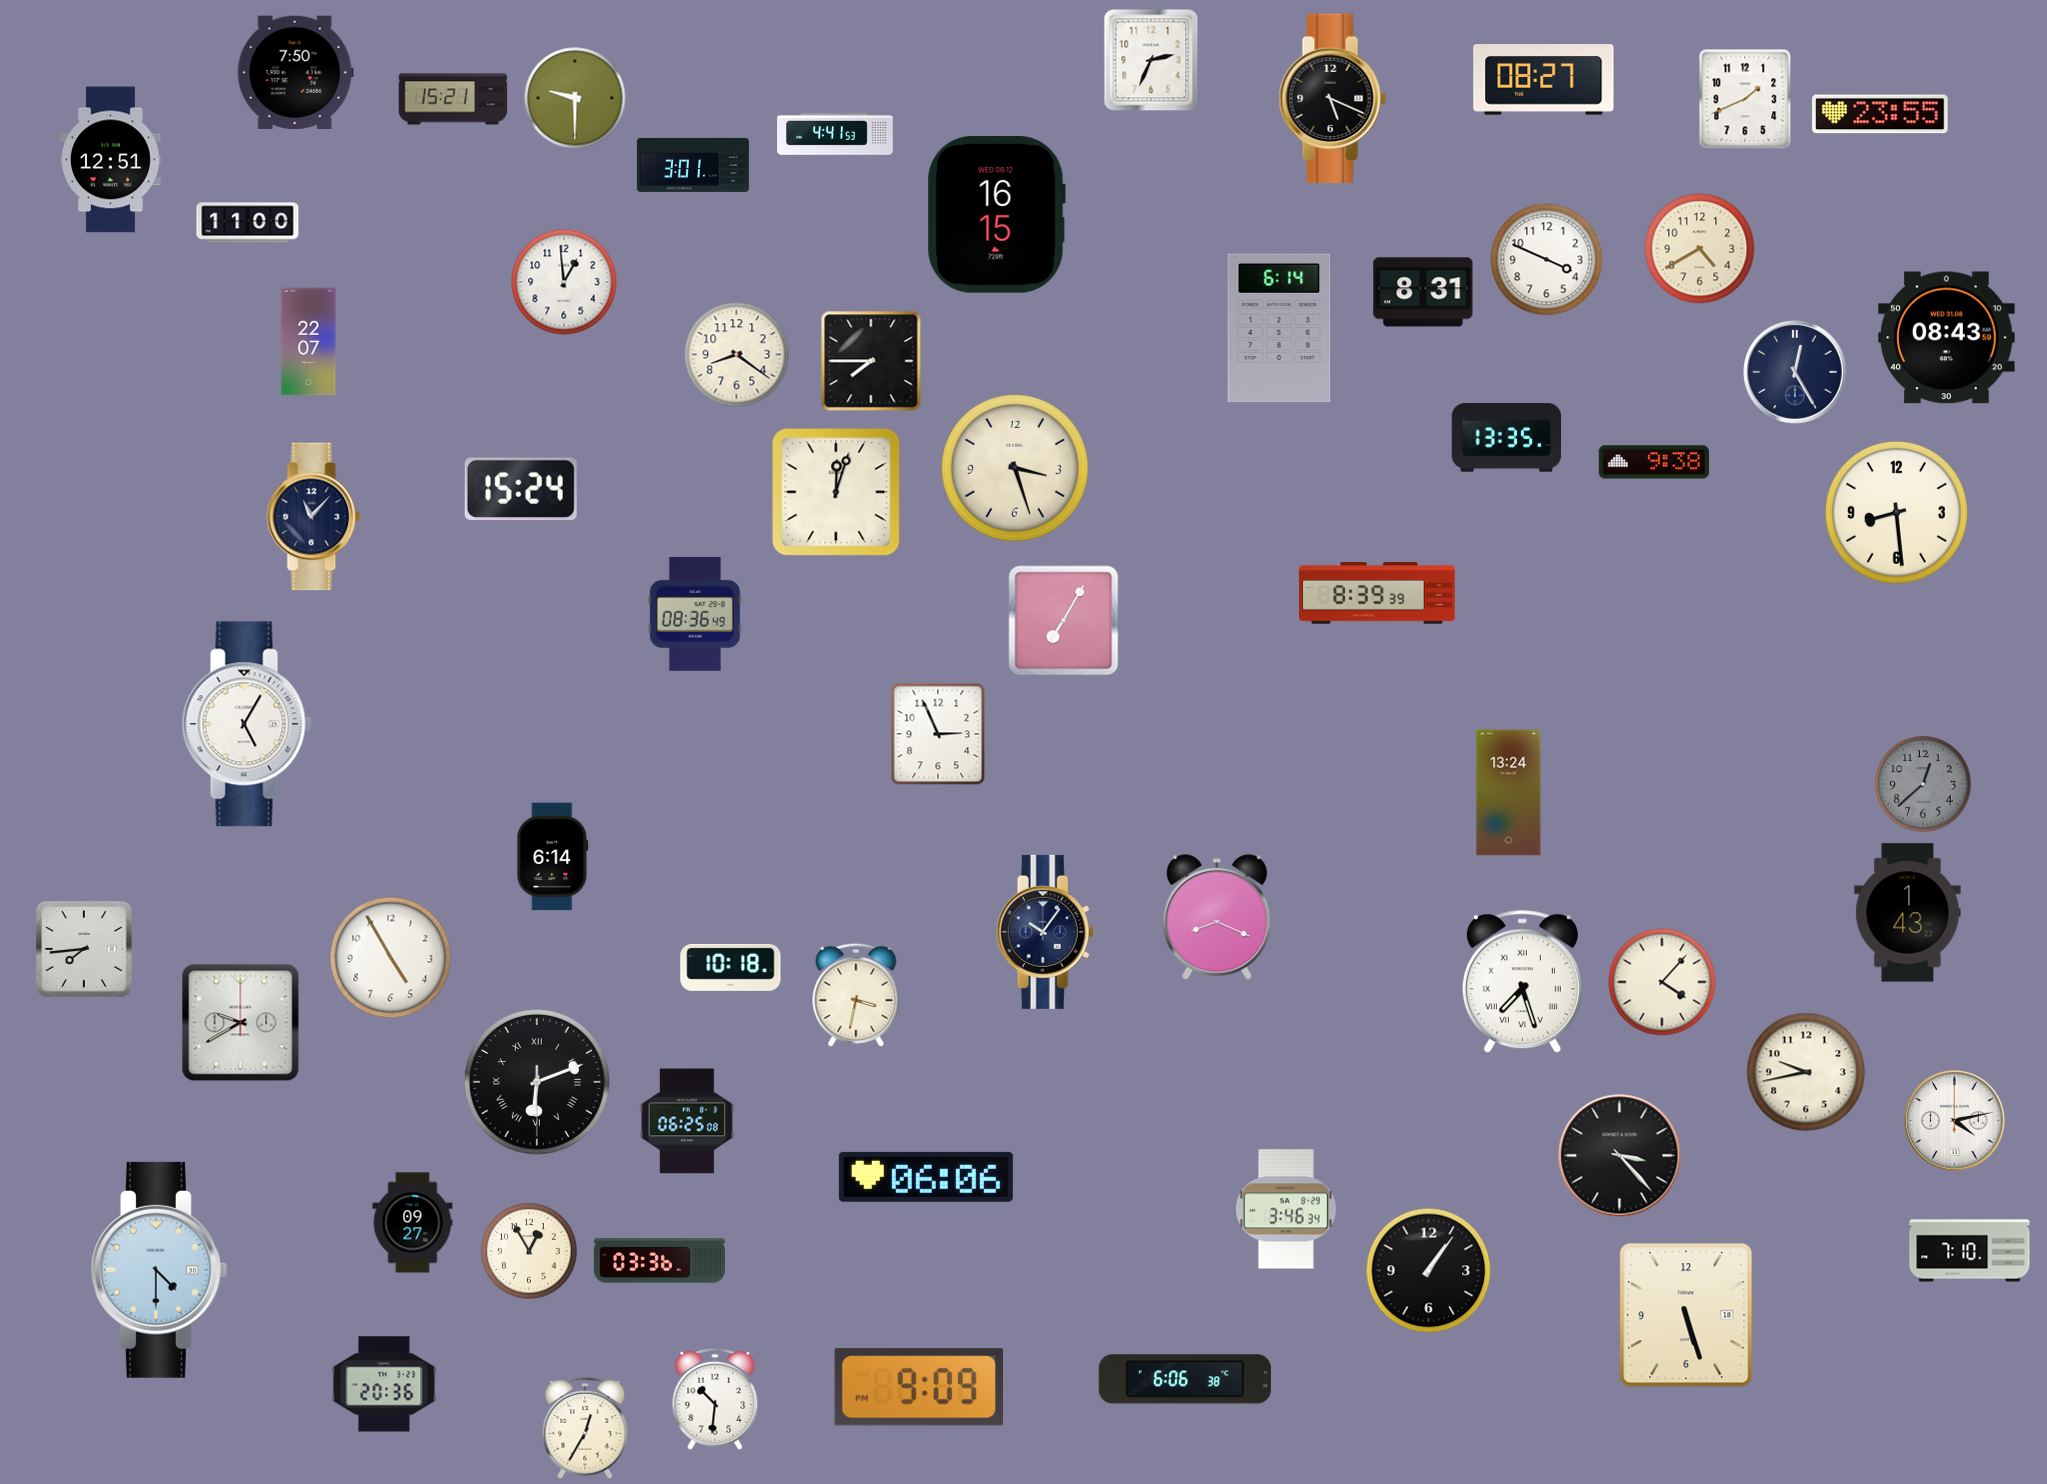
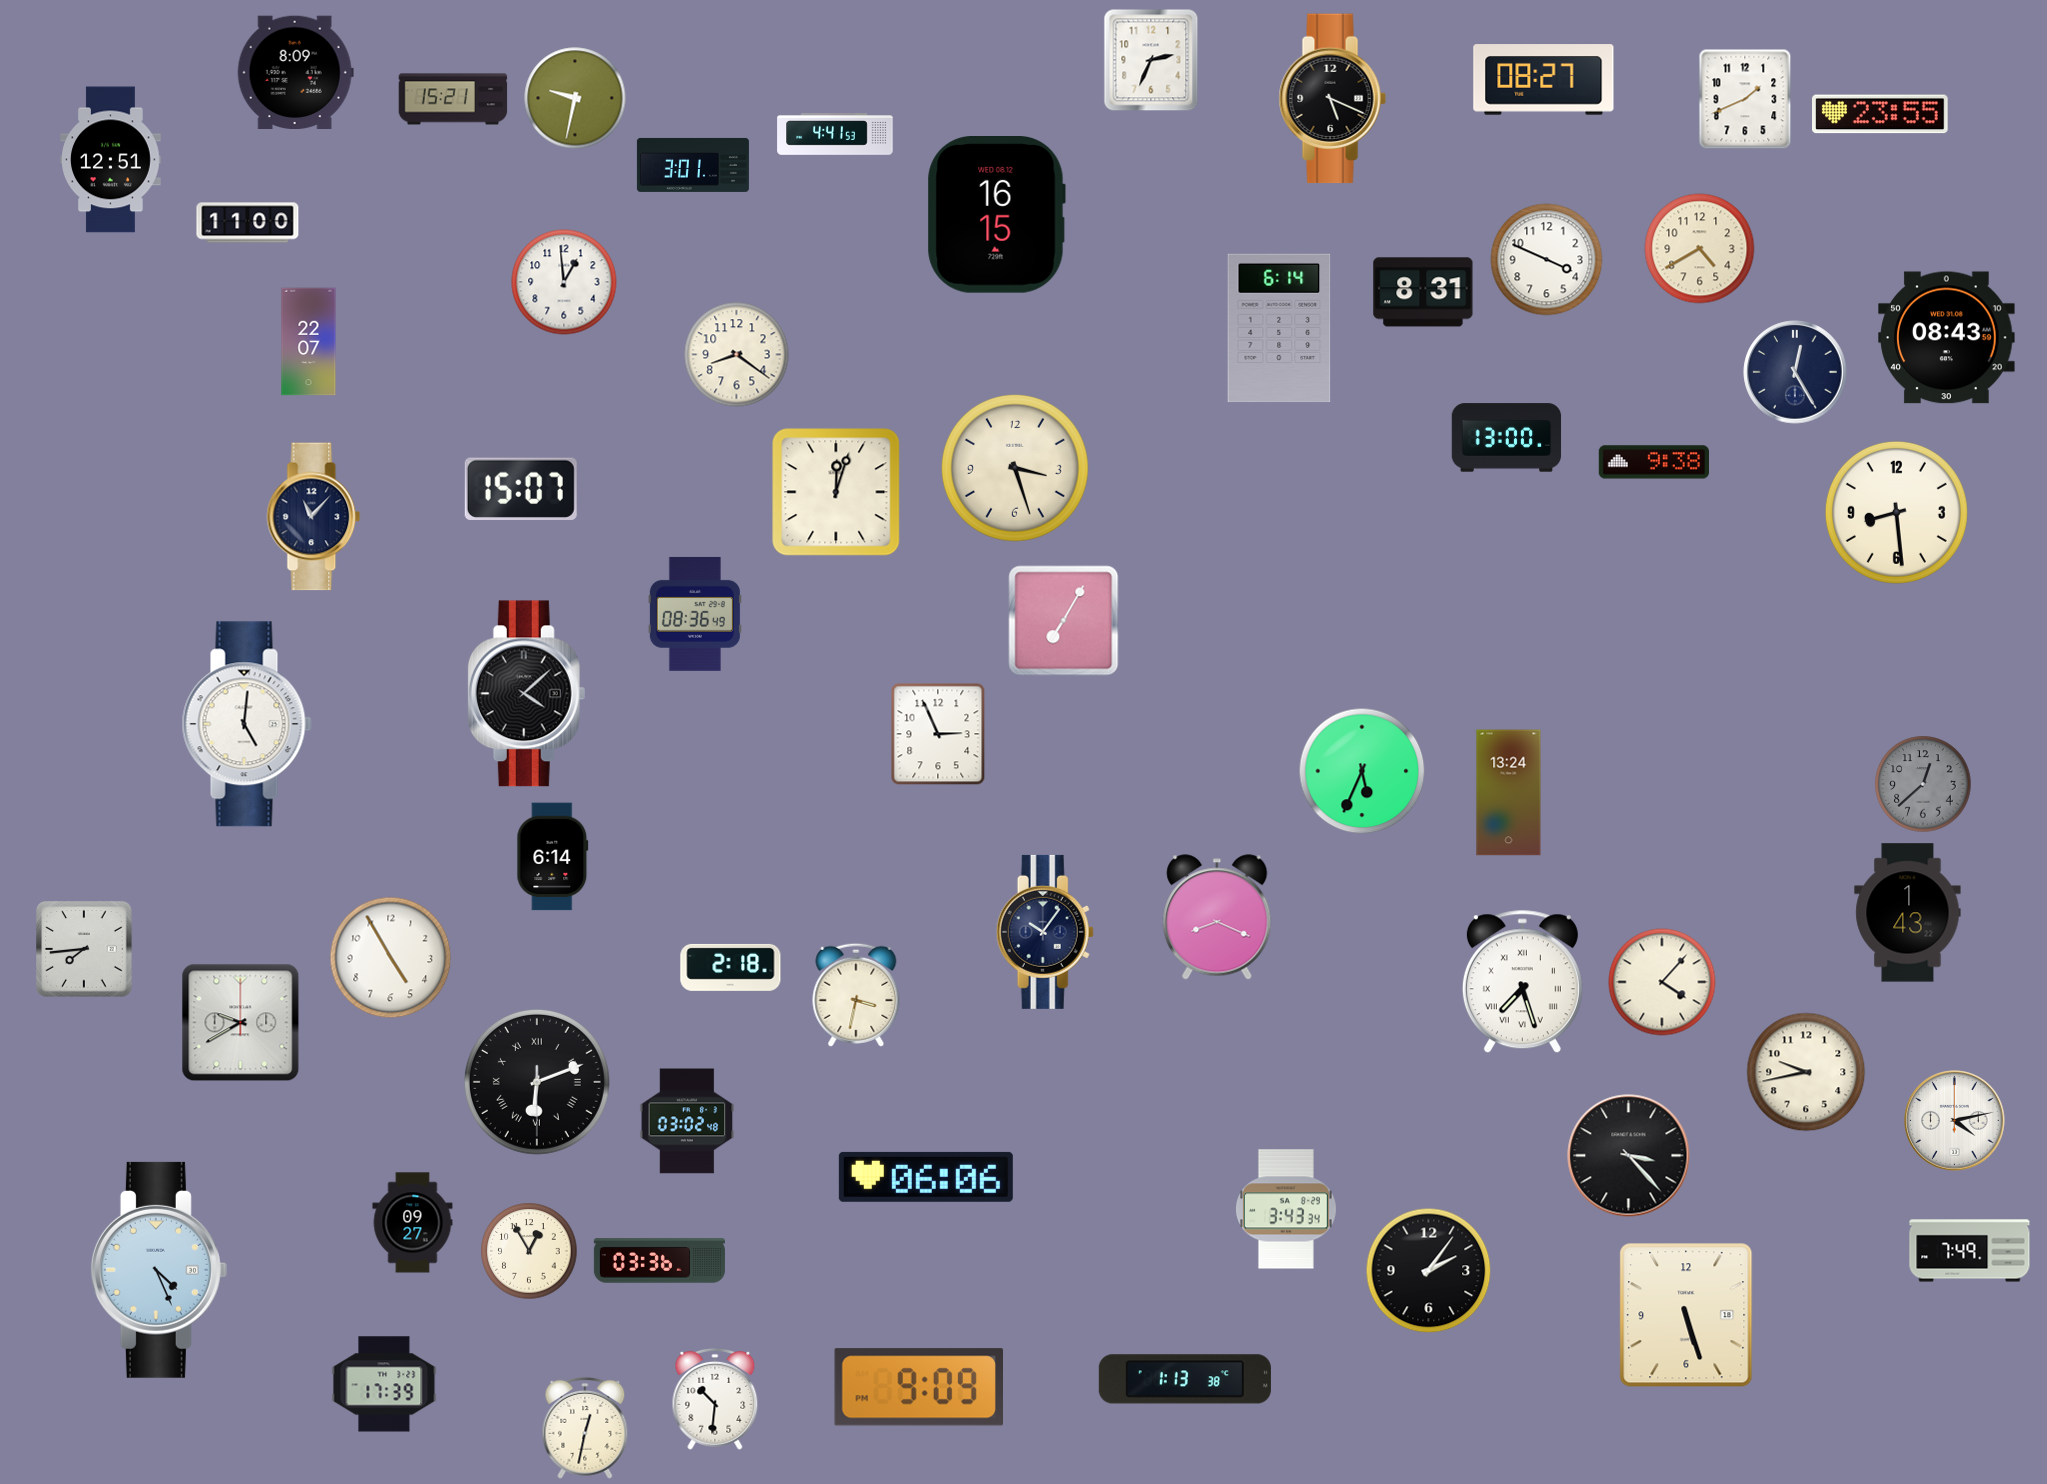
clock at (295, 73): 7:50 -> 8:09
clock at (575, 98): 9:30 -> 9:32
clock at (871, 361): 7:45 -> none
clock at (1507, 438): 13:35 -> 13:00
clock at (521, 489): 15:24 -> 15:07
clock at (1377, 593): 8:39 -> none
clock at (527, 694): none -> 4:08
clock at (247, 724): 5:05 -> 5:01
clock at (1362, 771): none -> 5:34
clock at (731, 967): 10:18 -> 2:18
clock at (687, 1121): 06:25 -> 03:02
clock at (1620, 1156) position: (1620, 1156) -> (1629, 1156)
clock at (1286, 1209): 3:46 -> 3:43
clock at (1970, 1251): 7:10 -> 7:49
clock at (159, 1270): 4:30 -> 4:26
clock at (1429, 1271): 1:06 -> 2:06
clock at (1185, 1379): 6:06 -> 1:13
clock at (384, 1384): 20:36 -> 17:39
clock at (585, 1428): 12:35 -> 12:32
